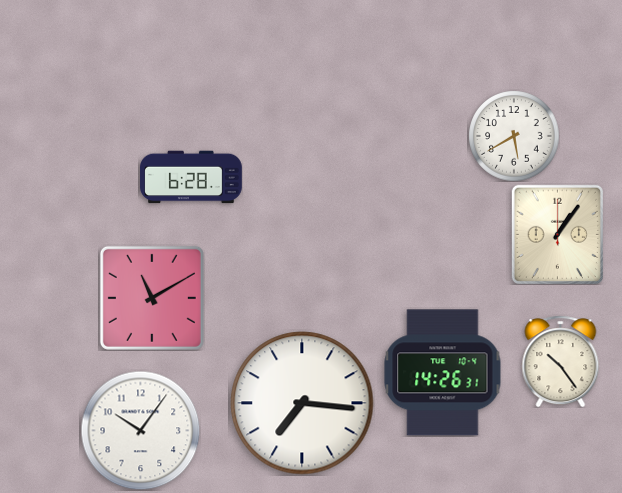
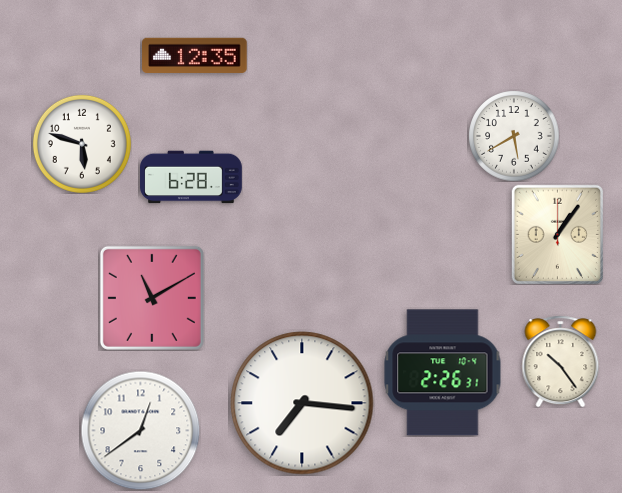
clock at (195, 55): none -> 12:35
clock at (82, 144): none -> 5:48
clock at (443, 373): 14:26 -> 2:26
clock at (140, 430): 10:06 -> 12:39
